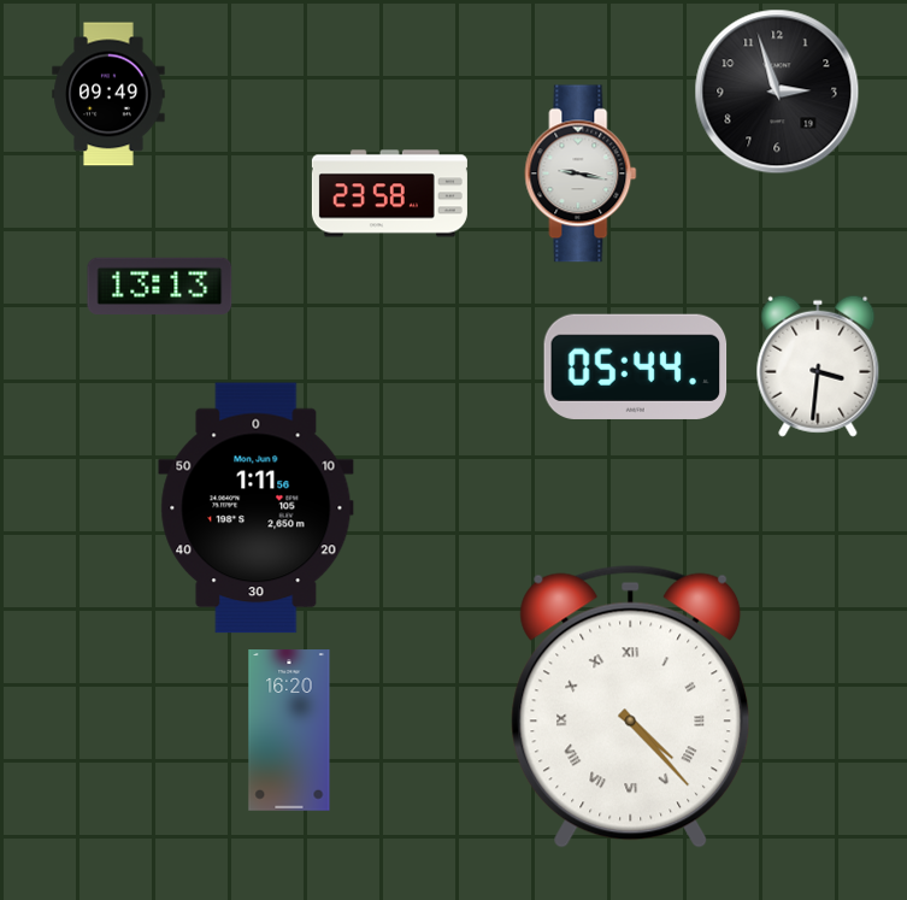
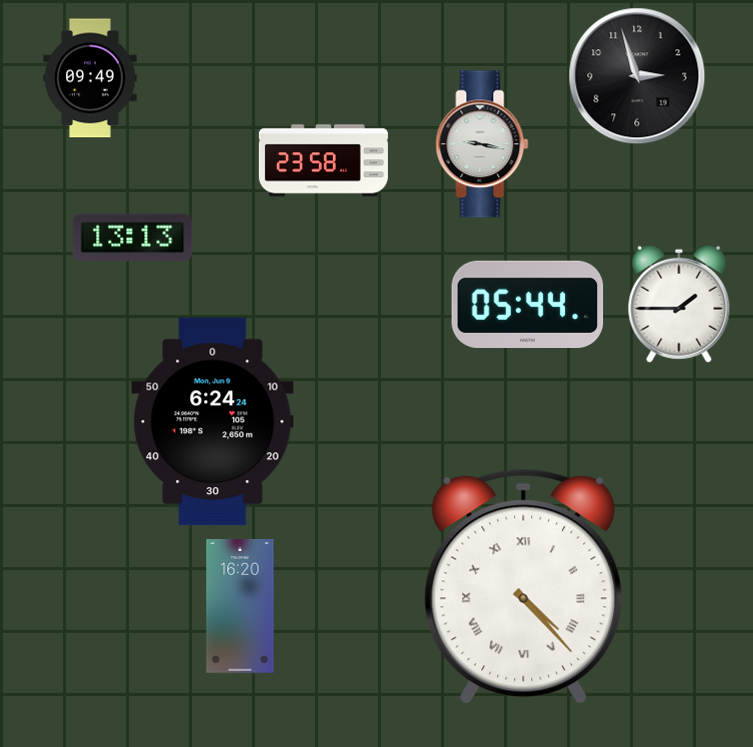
clock at (777, 92) position: (777, 92) -> (637, 76)
clock at (818, 366): 3:31 -> 1:45
clock at (257, 508): 1:11 -> 6:24
